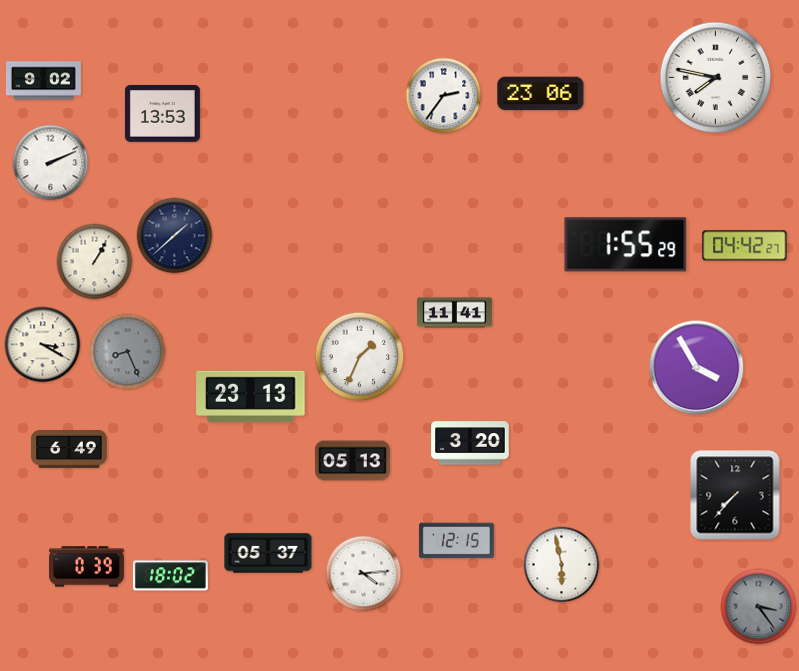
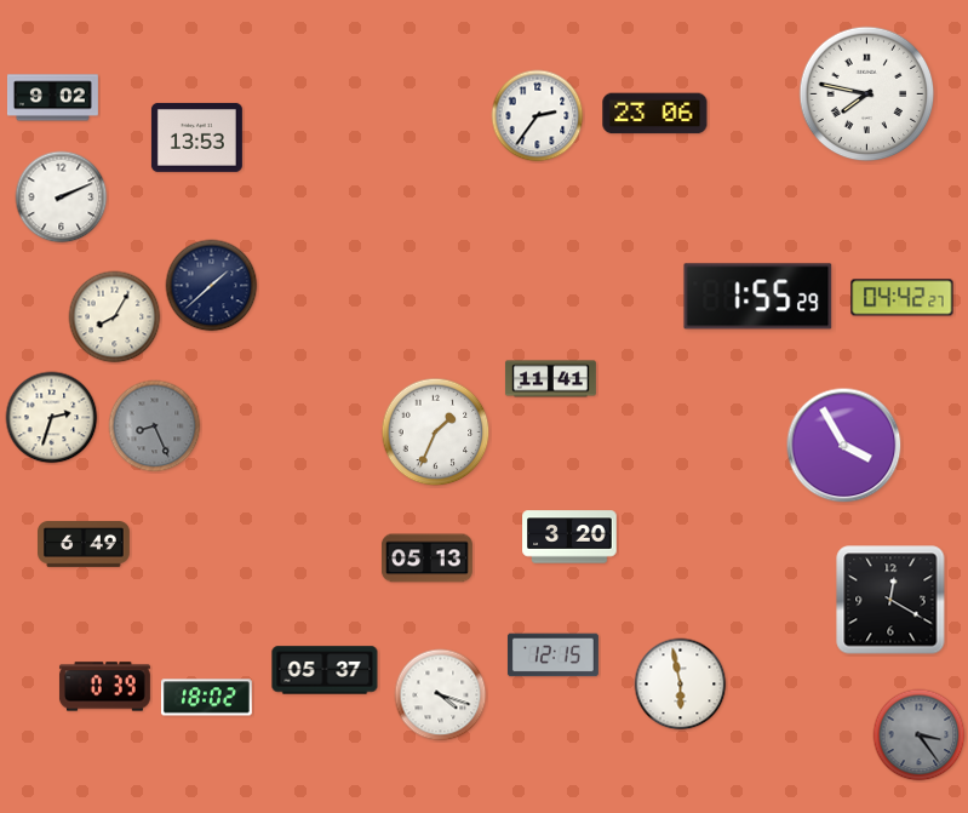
clock at (95, 262): 1:05 -> 8:05
clock at (43, 345): 3:20 -> 2:33
clock at (251, 396): 23:13 -> none
clock at (735, 495): 7:37 -> 12:20
clock at (364, 574): 4:14 -> 4:18
